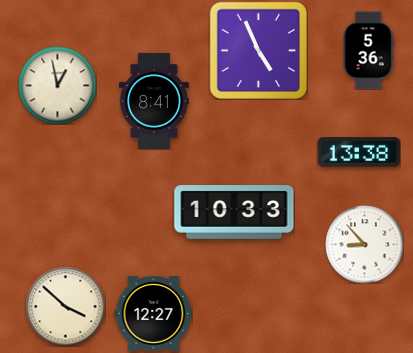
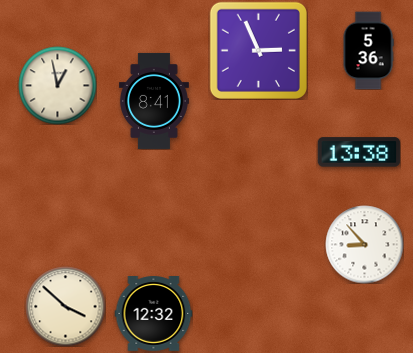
clock at (258, 50): 4:56 -> 2:56
clock at (234, 212): 10:33 -> none
clock at (153, 314): 12:27 -> 12:32
